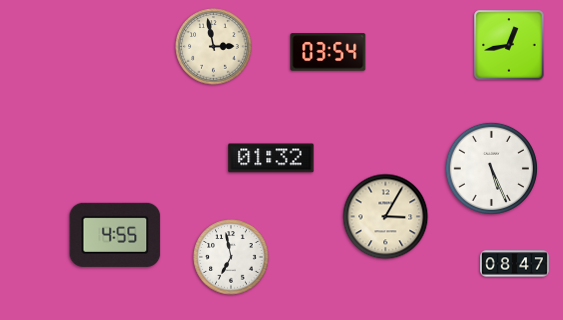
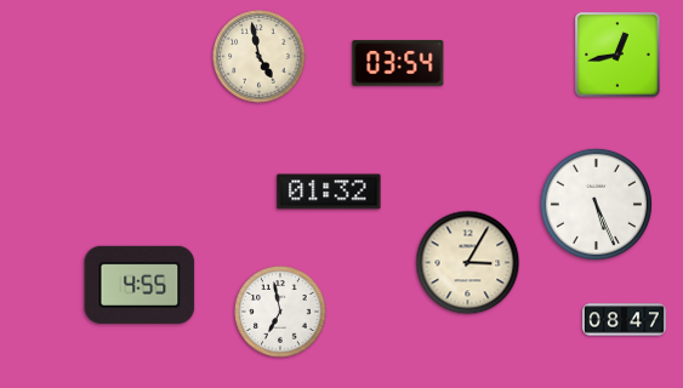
clock at (214, 47): 2:58 -> 4:58
